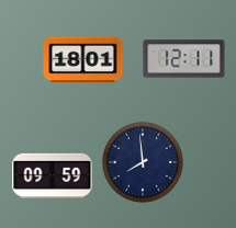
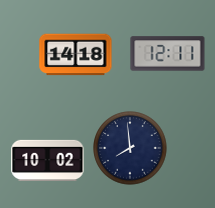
clock at (83, 60): 18:01 -> 14:18
clock at (53, 175): 09:59 -> 10:02
